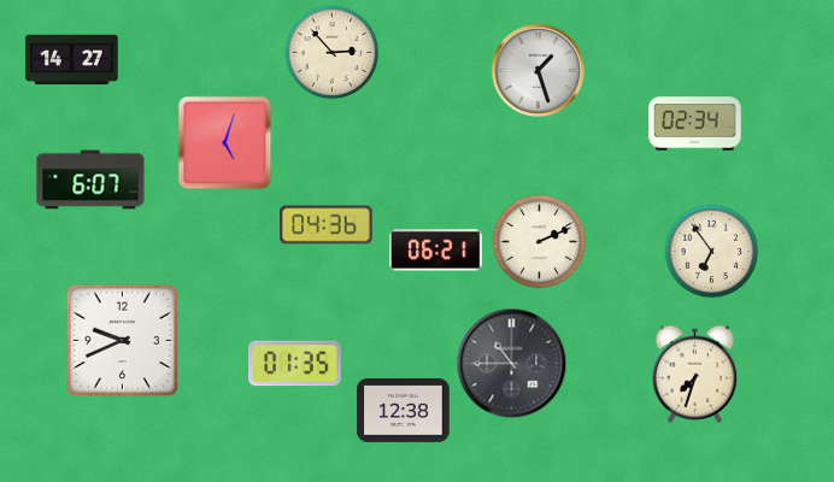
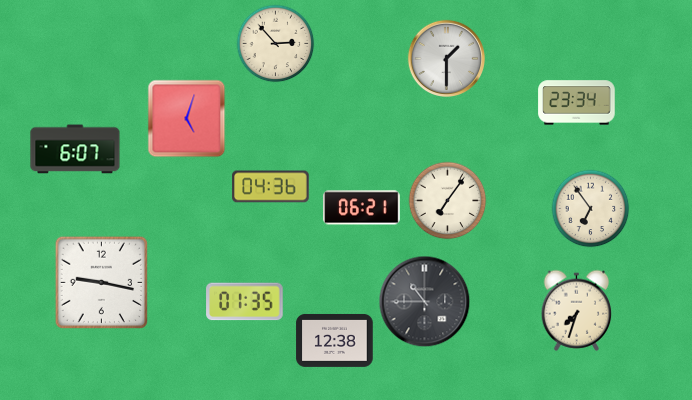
clock at (72, 60): 14:27 -> none
clock at (538, 70): 1:27 -> 1:30
clock at (695, 124): 02:34 -> 23:34
clock at (539, 241): 2:11 -> 7:06
clock at (122, 340): 9:41 -> 9:17
